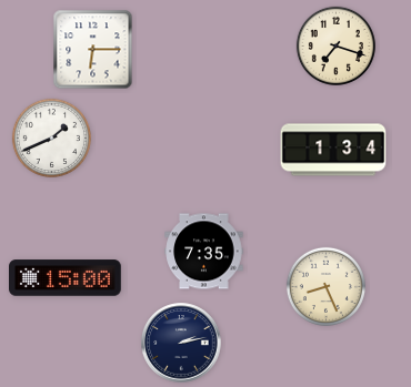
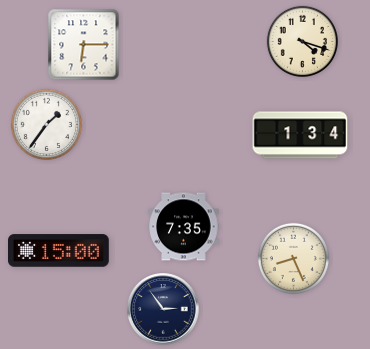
clock at (335, 45): 7:18 -> 4:18
clock at (51, 138): 1:41 -> 1:36
clock at (181, 343): 2:13 -> 2:54
